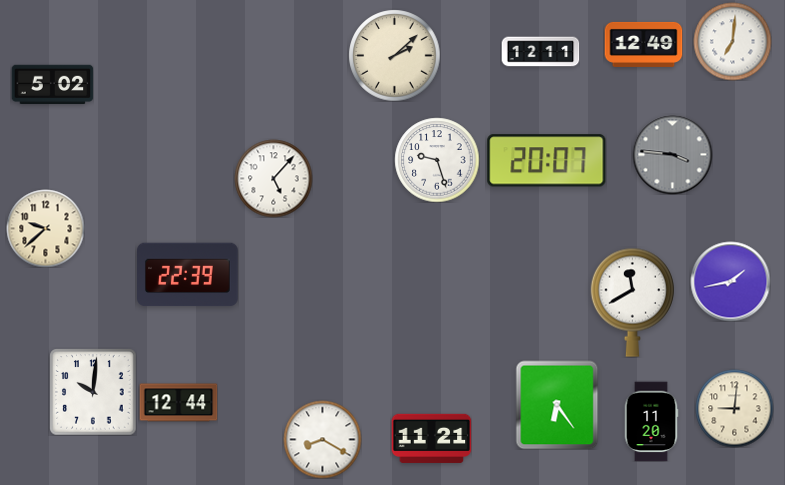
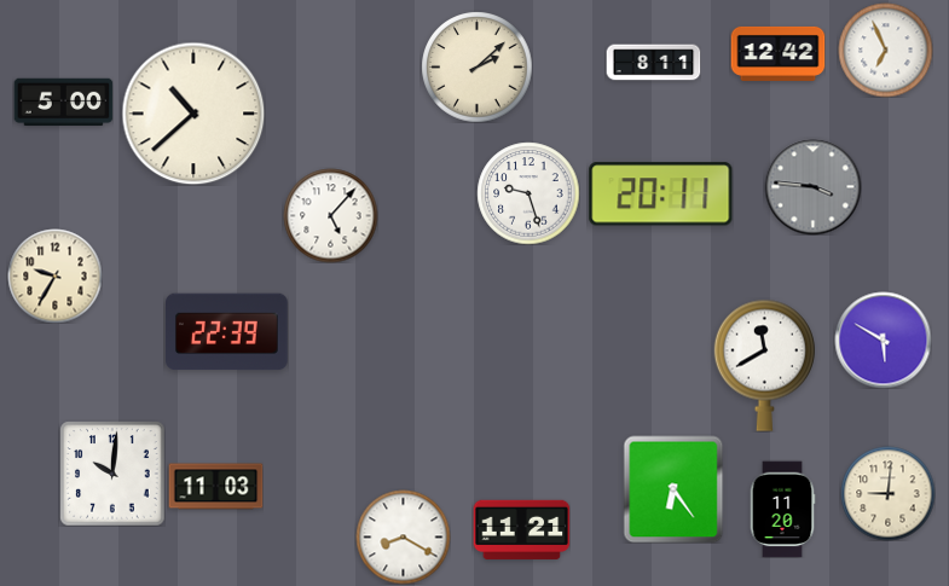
clock at (732, 41): 7:01 -> 6:56
clock at (643, 44): 12:49 -> 12:42
clock at (540, 52): 12:11 -> 8:11
clock at (52, 85): 5:02 -> 5:00
clock at (193, 114): none -> 10:38
clock at (547, 161): 20:07 -> 20:11
clock at (45, 228): 9:38 -> 9:35
clock at (730, 281): 1:43 -> 5:50
clock at (178, 403): 12:44 -> 11:03
clock at (651, 421) position: (651, 421) -> (782, 509)
clock at (322, 439) position: (322, 439) -> (403, 536)
